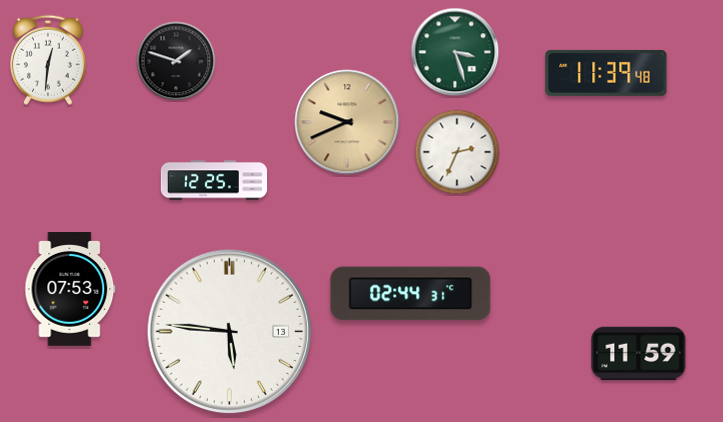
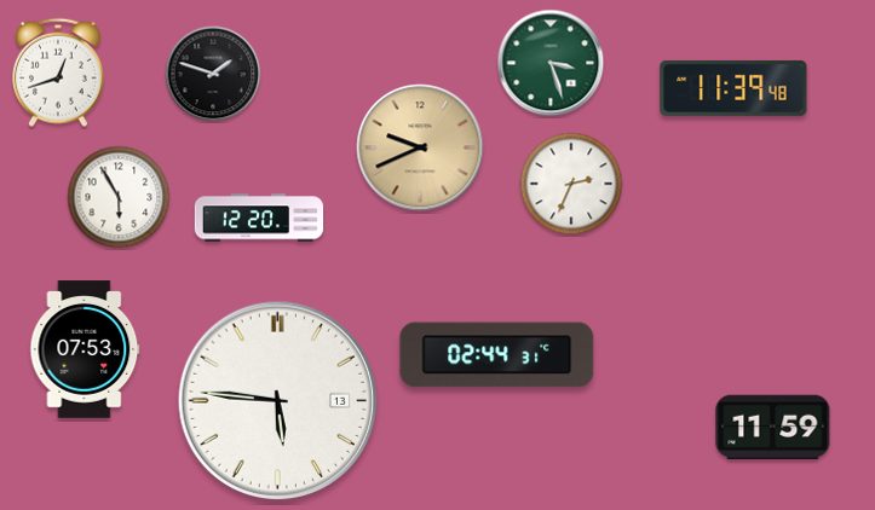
clock at (48, 60): 12:31 -> 12:42
clock at (457, 152) position: (457, 152) -> (571, 184)
clock at (119, 197): none -> 5:55
clock at (214, 180): 12:25 -> 12:20
